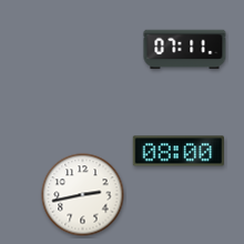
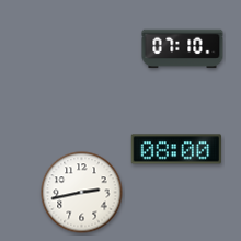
clock at (185, 50): 07:11 -> 07:10
